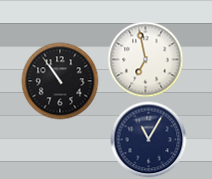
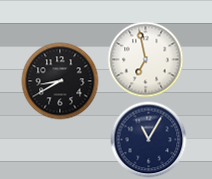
clock at (60, 81): 10:54 -> 8:40
